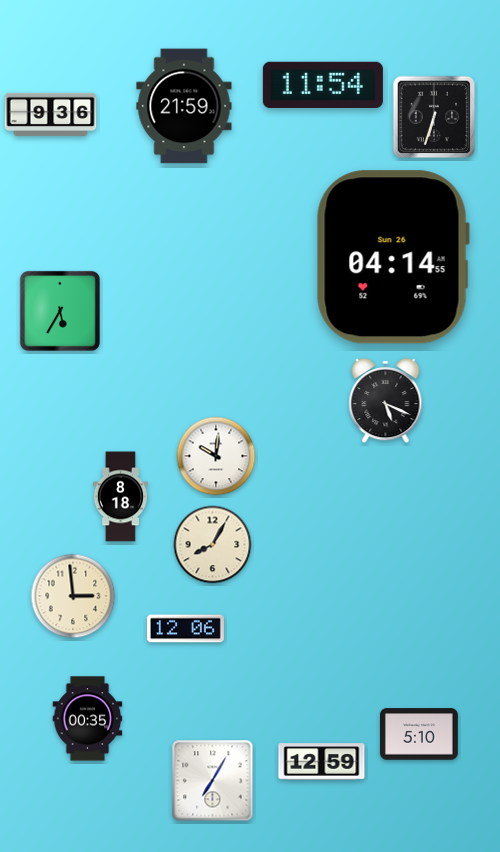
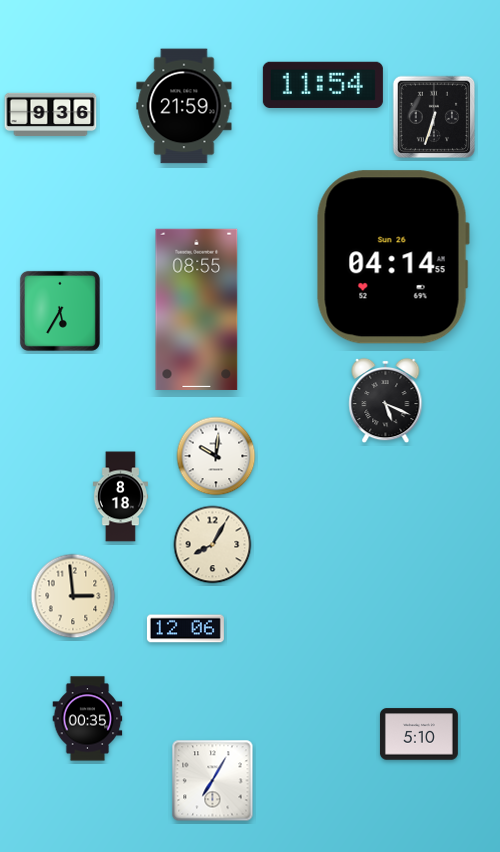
clock at (197, 309): none -> 08:55
clock at (322, 762): 12:59 -> none
